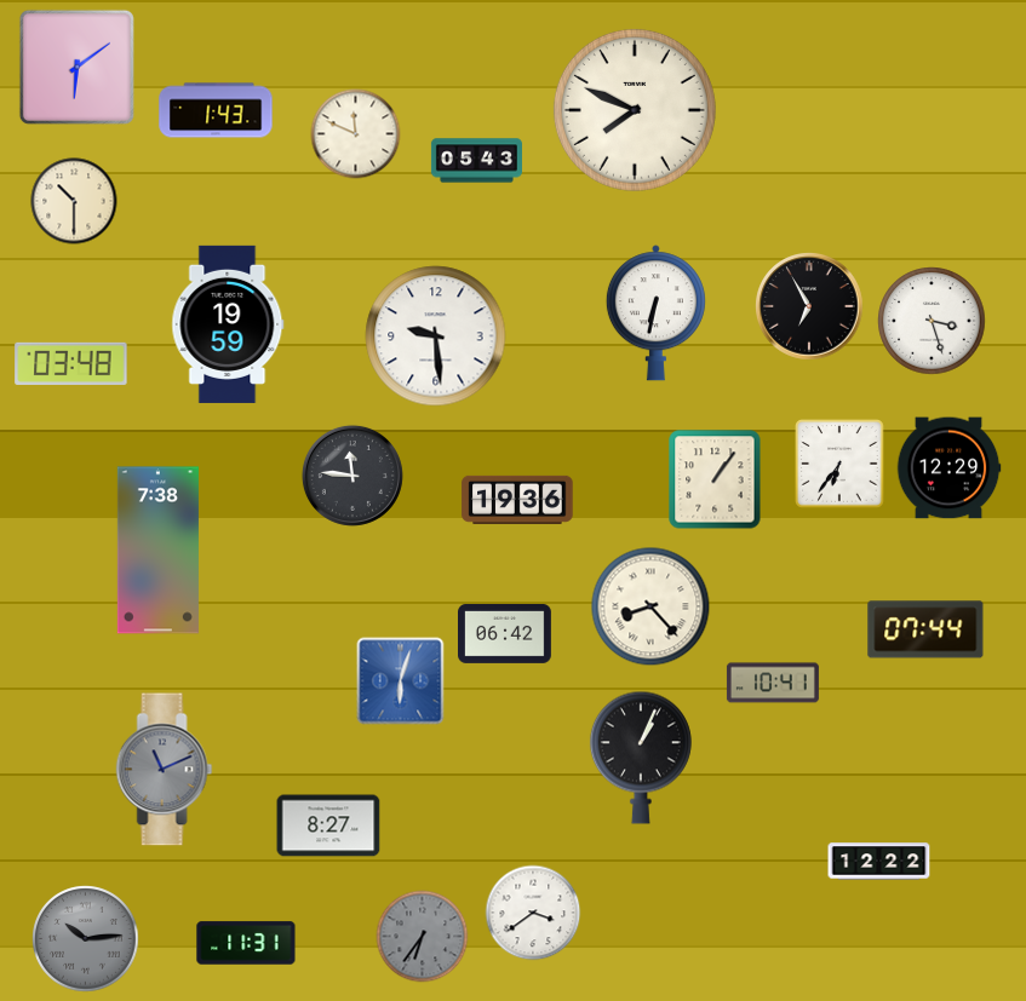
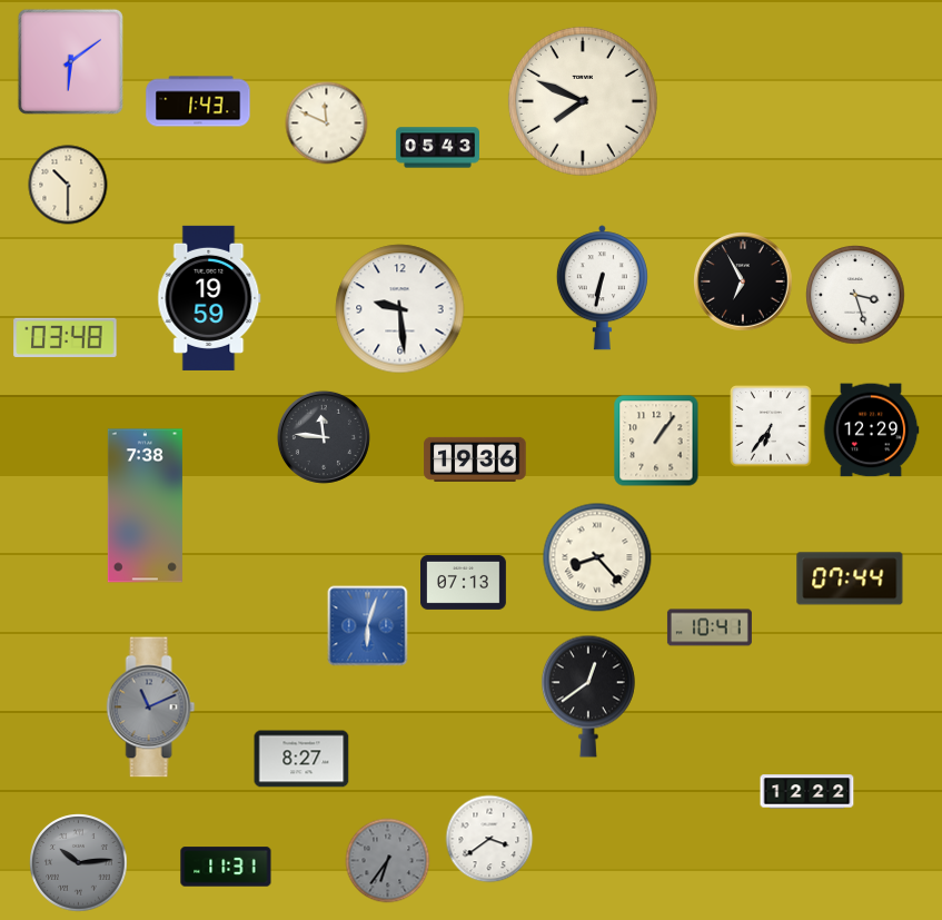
clock at (71, 363) position: (71, 363) -> (66, 337)
clock at (505, 634): 06:42 -> 07:13
clock at (641, 758): 1:04 -> 12:39
